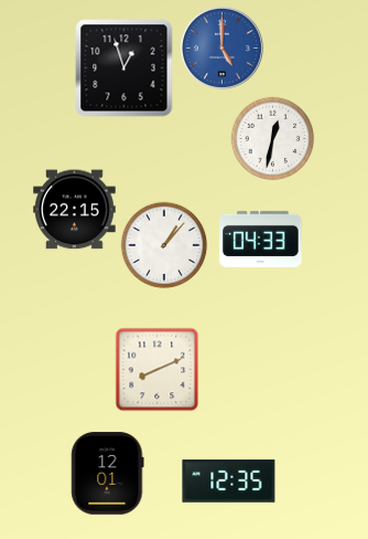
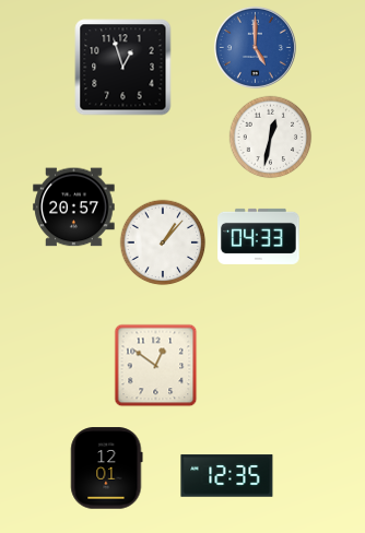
clock at (221, 47) position: (221, 47) -> (255, 47)
clock at (75, 210): 22:15 -> 20:57
clock at (158, 370): 8:11 -> 12:51
